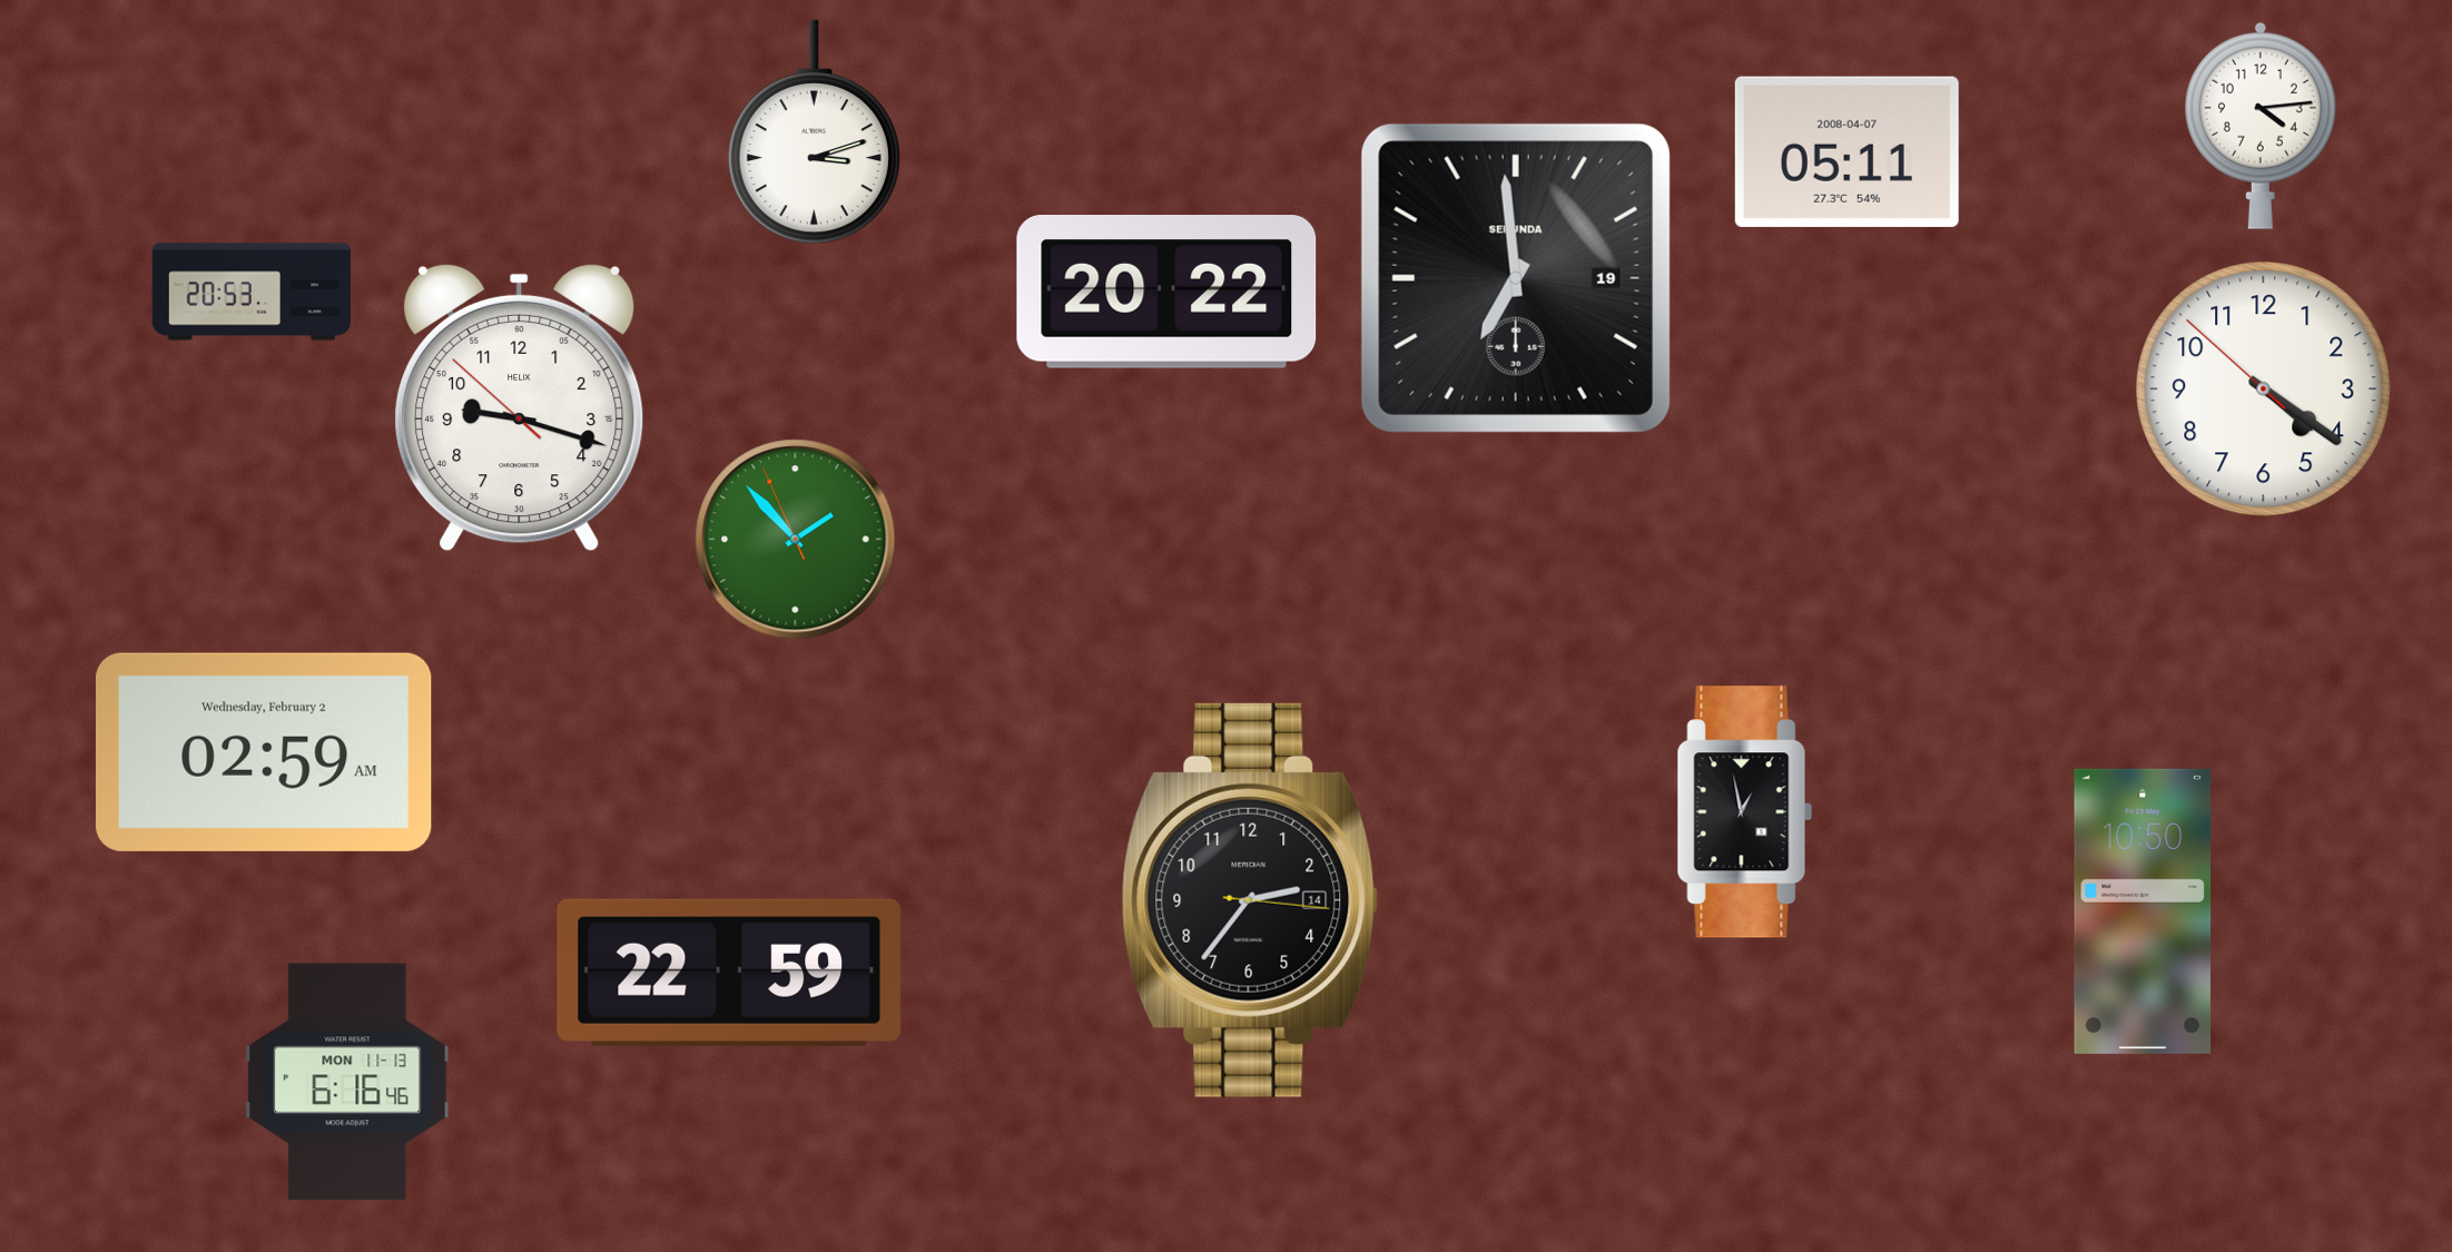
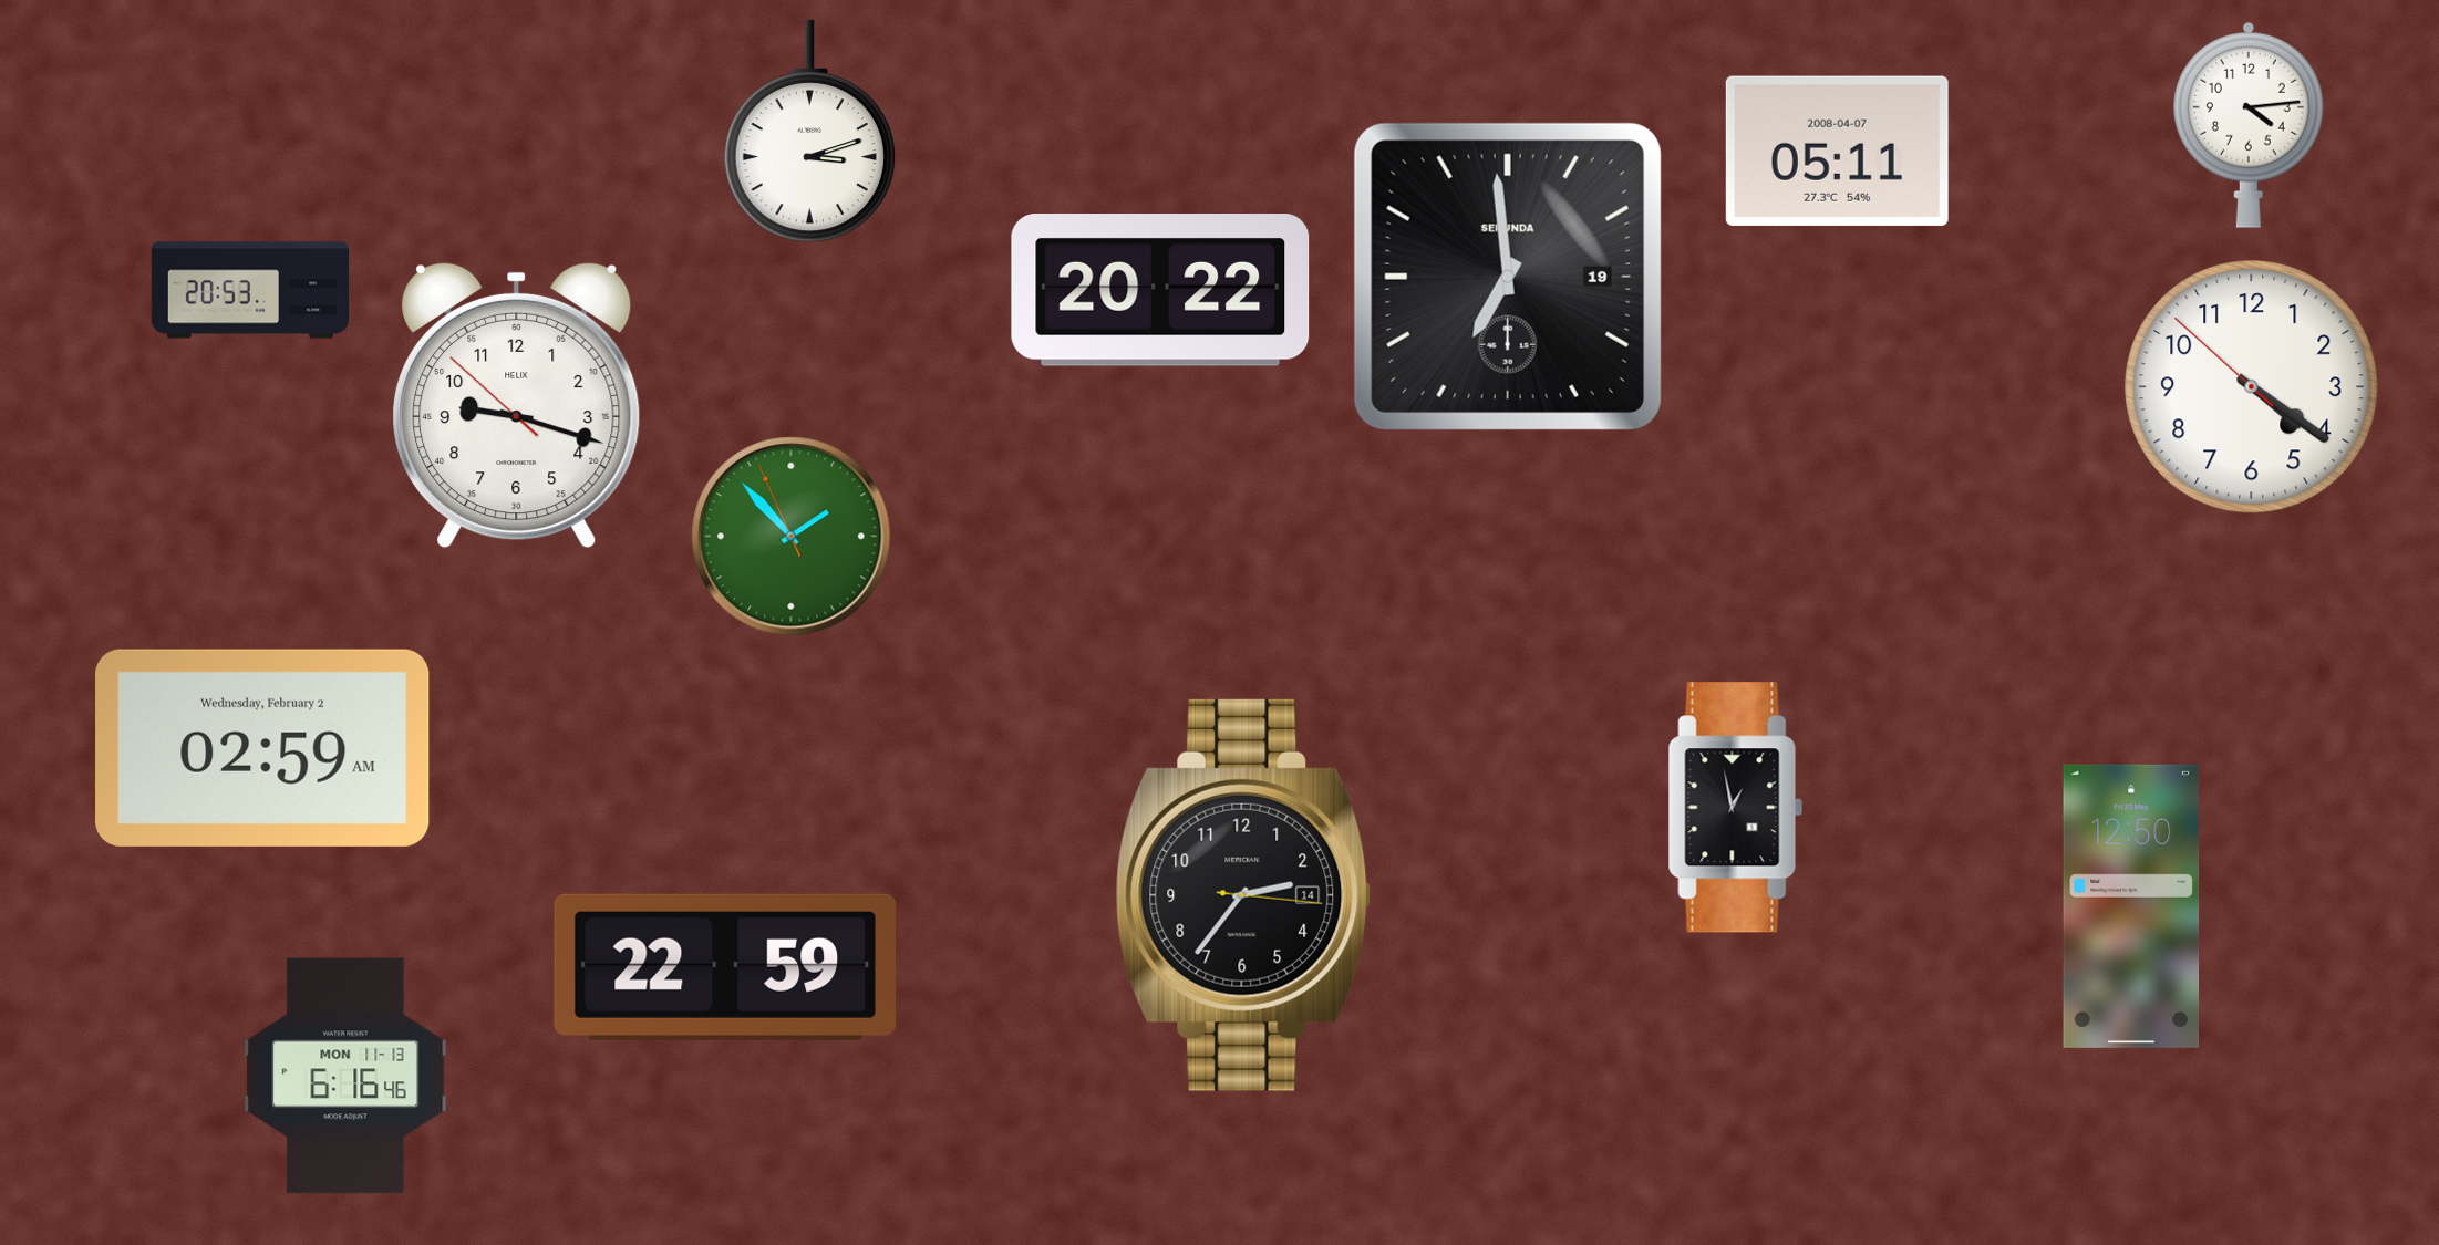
clock at (2143, 911): 10:50 -> 12:50
